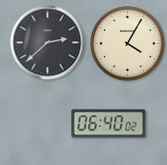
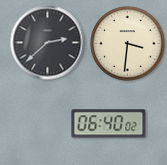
clock at (128, 44): 4:05 -> 3:31
